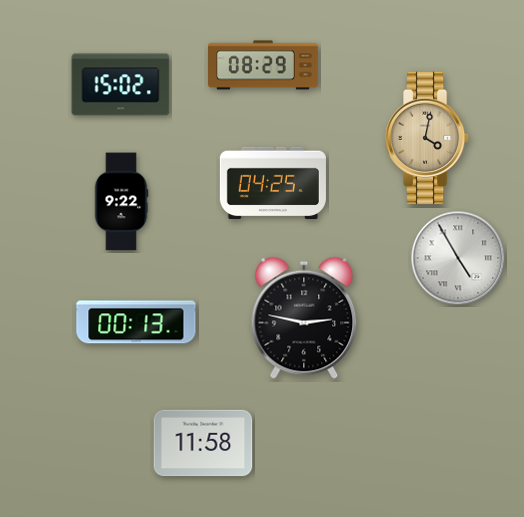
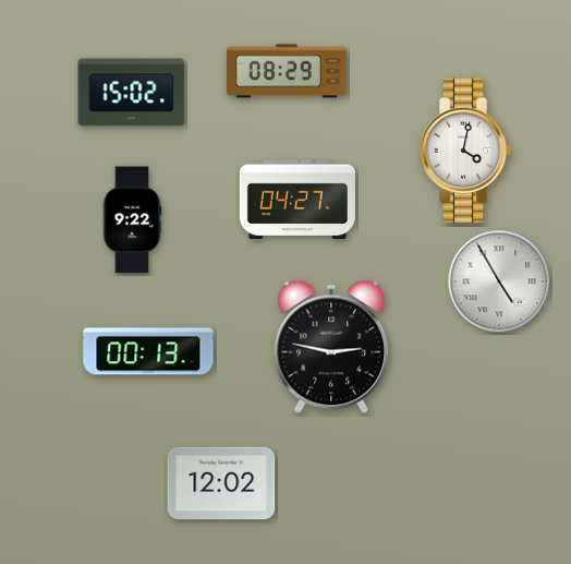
clock at (427, 138) dial: champagne -> white
clock at (273, 183): 04:25 -> 04:27
clock at (203, 443): 11:58 -> 12:02
